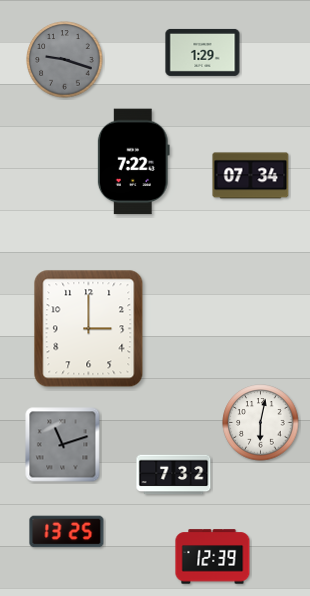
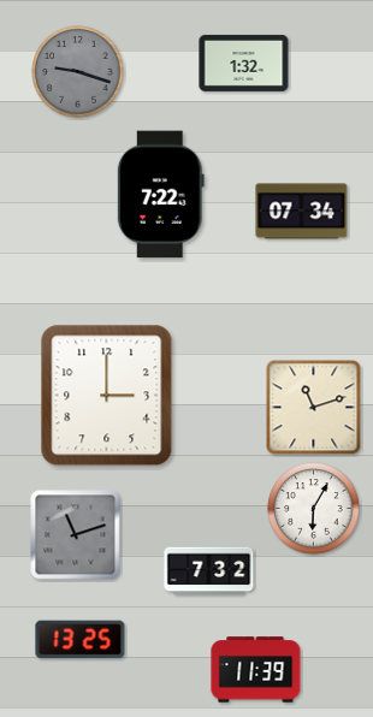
clock at (203, 52): 1:29 -> 1:32
clock at (314, 408): none -> 11:12
clock at (261, 423): 6:02 -> 6:05
clock at (213, 557): 12:39 -> 11:39
